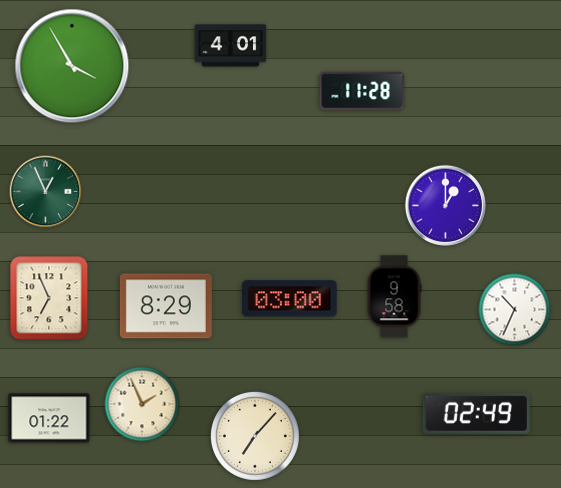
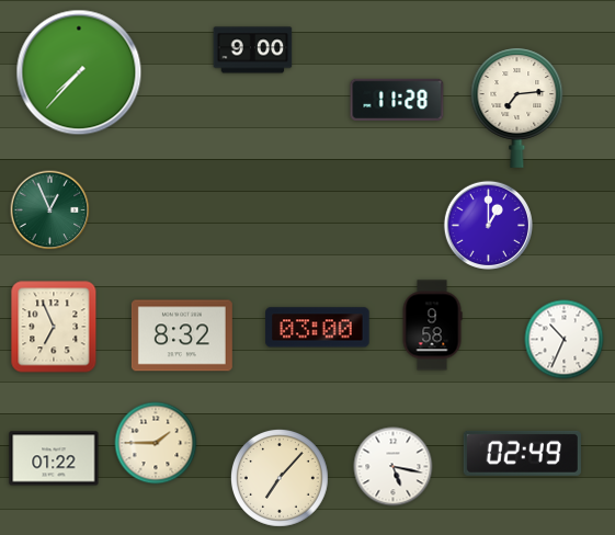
clock at (231, 46): 4:01 -> 9:00
clock at (72, 66): 3:55 -> 7:37
clock at (517, 107): none -> 7:14
clock at (166, 306): 8:29 -> 8:32
clock at (142, 404): 1:56 -> 1:45
clock at (394, 467): none -> 5:17
